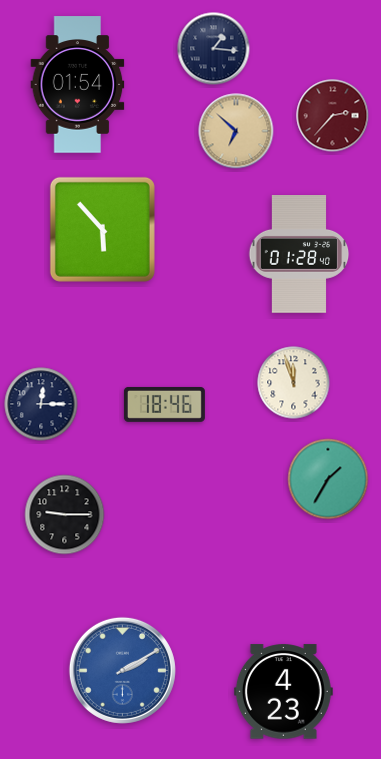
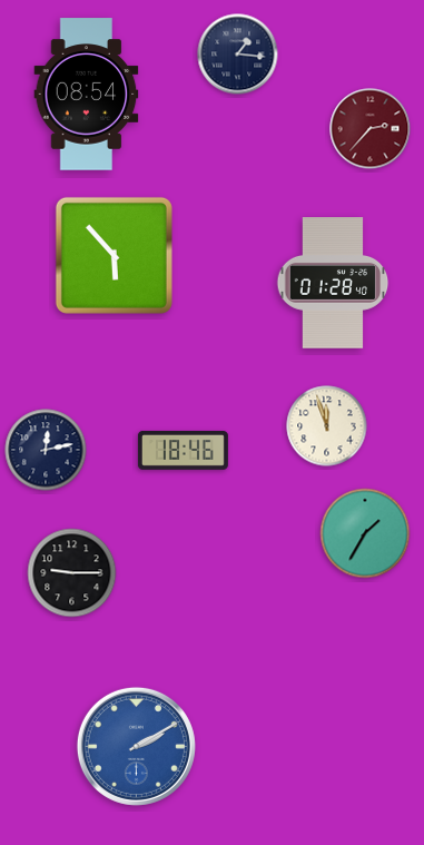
clock at (78, 85): 01:54 -> 08:54
clock at (236, 131): 6:52 -> none
clock at (41, 404): 12:15 -> 12:13
clock at (283, 692): 4:23 -> none
